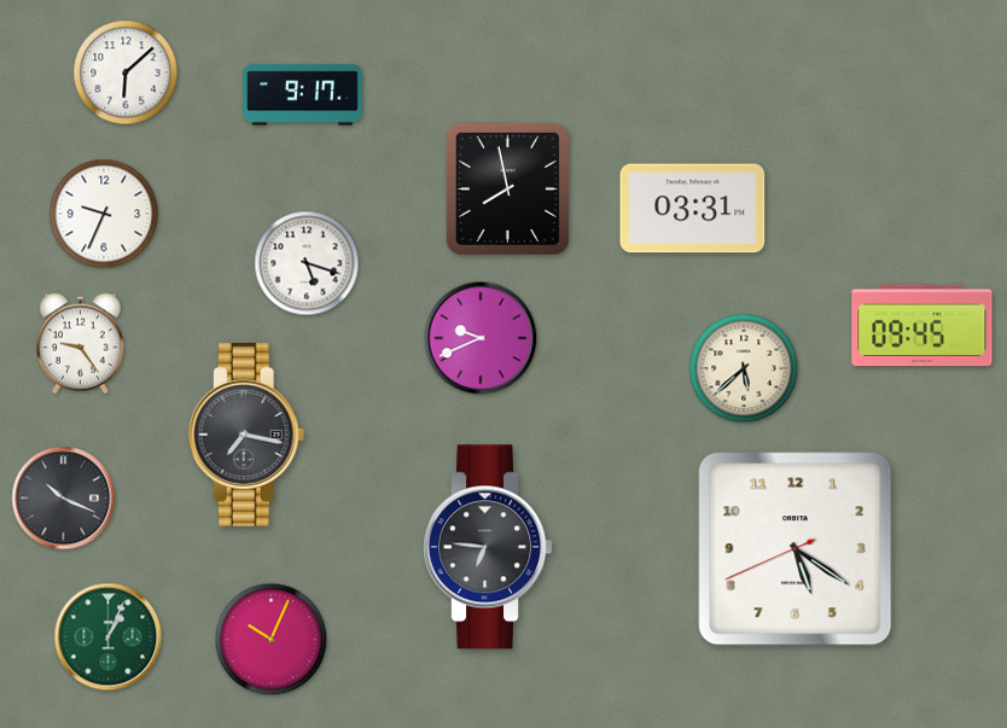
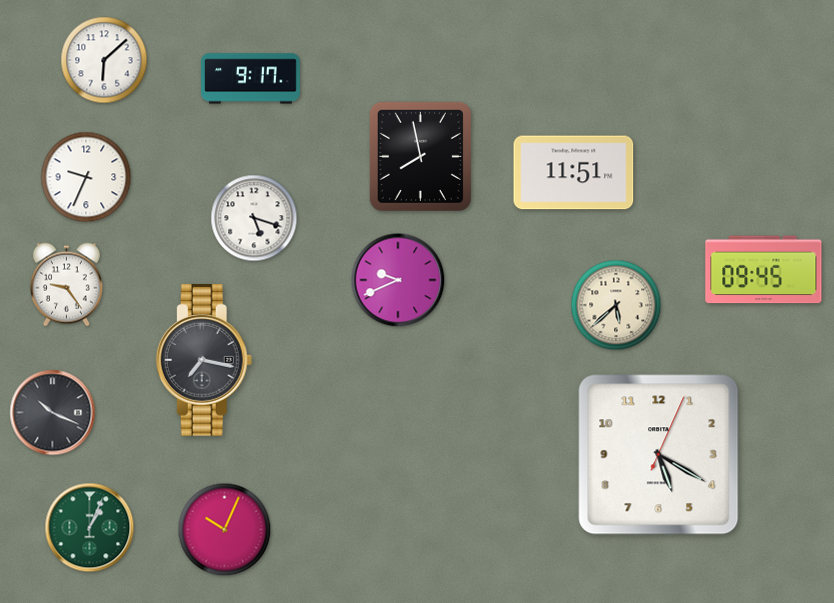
clock at (693, 209): 03:31 -> 11:51
clock at (489, 547): 6:46 -> none
clock at (796, 549): 5:20:41 -> 5:20:04
